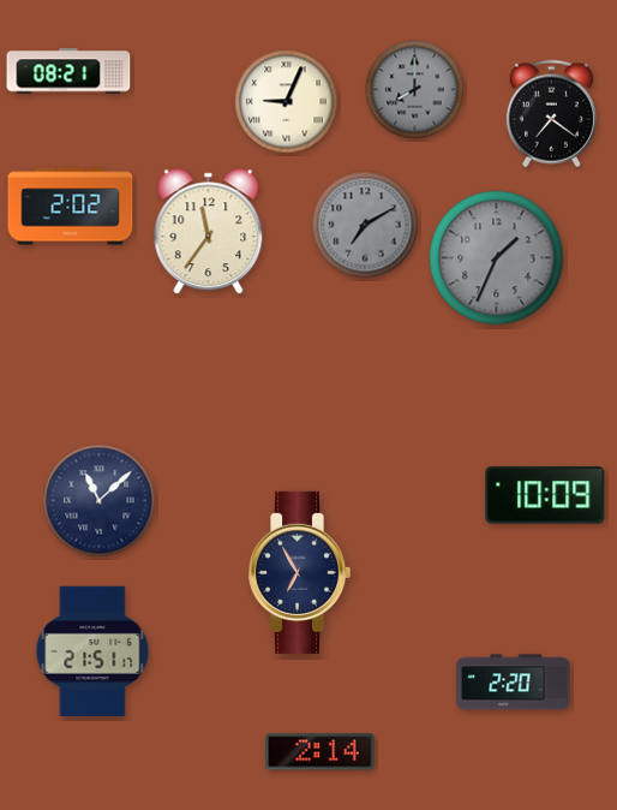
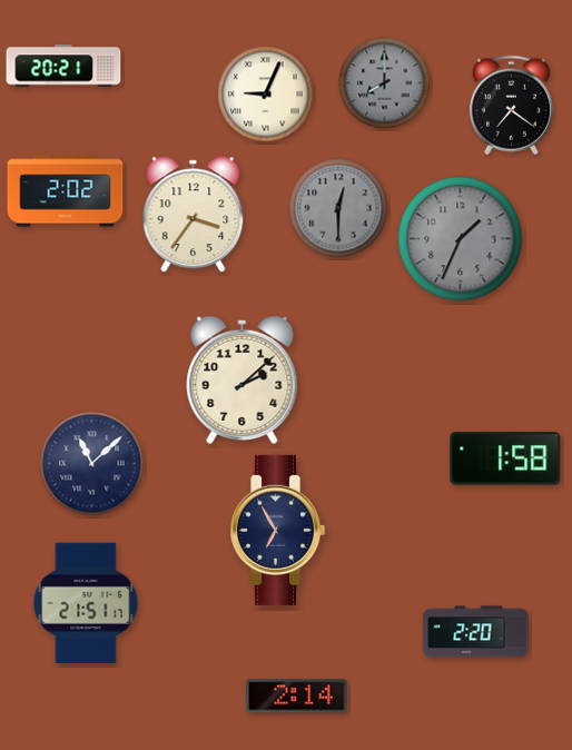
clock at (68, 71): 08:21 -> 20:21
clock at (365, 225): 7:10 -> 12:30
clock at (209, 232): 11:36 -> 3:36
clock at (243, 379): none -> 2:08
clock at (545, 495): 10:09 -> 1:58
